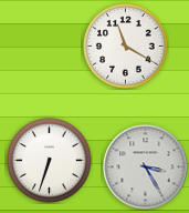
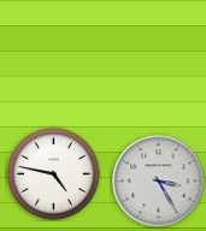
clock at (126, 47): 11:20 -> none
clock at (50, 161): 6:33 -> 4:47
